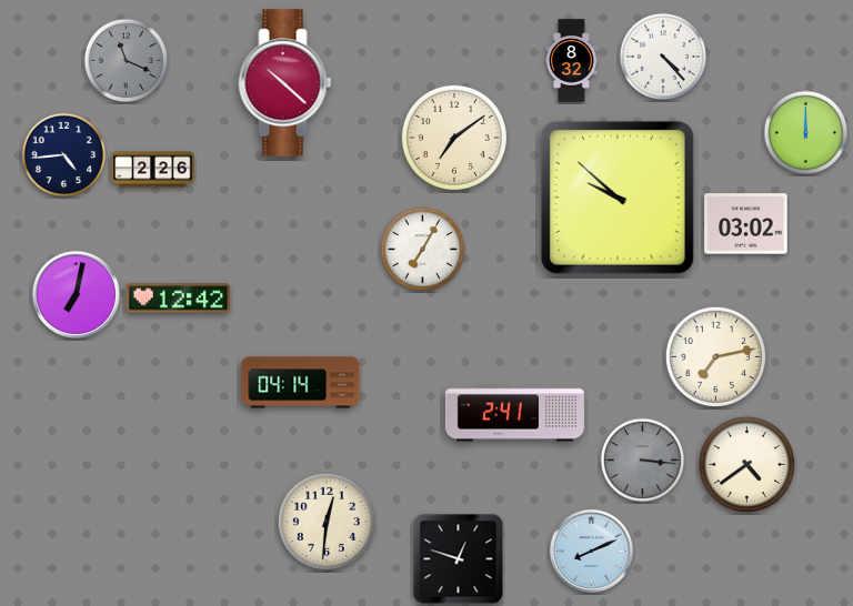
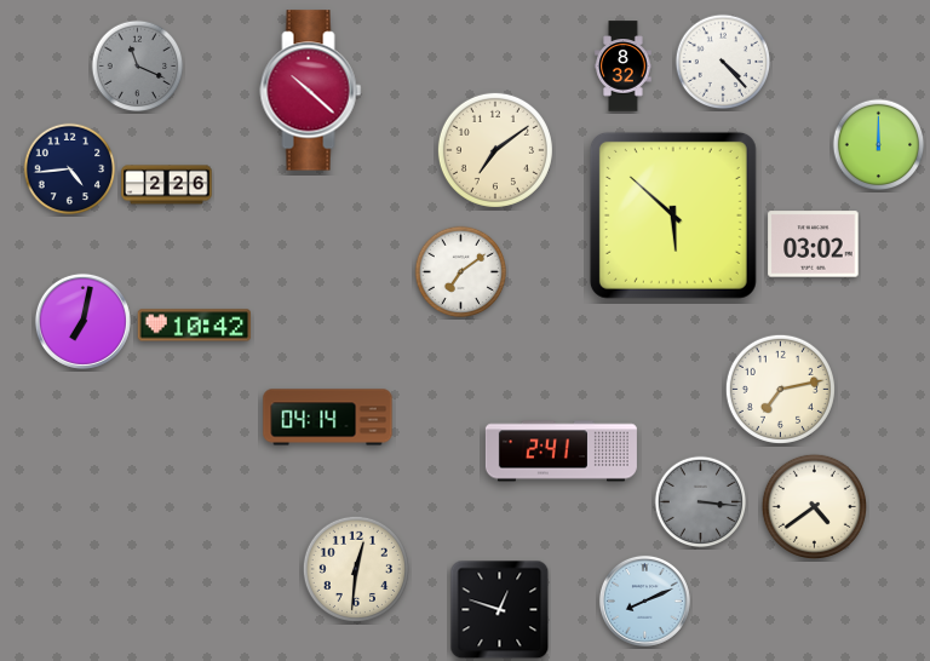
clock at (618, 198): 9:52 -> 5:52
clock at (423, 250): 7:05 -> 7:09
clock at (179, 299): 12:42 -> 10:42
